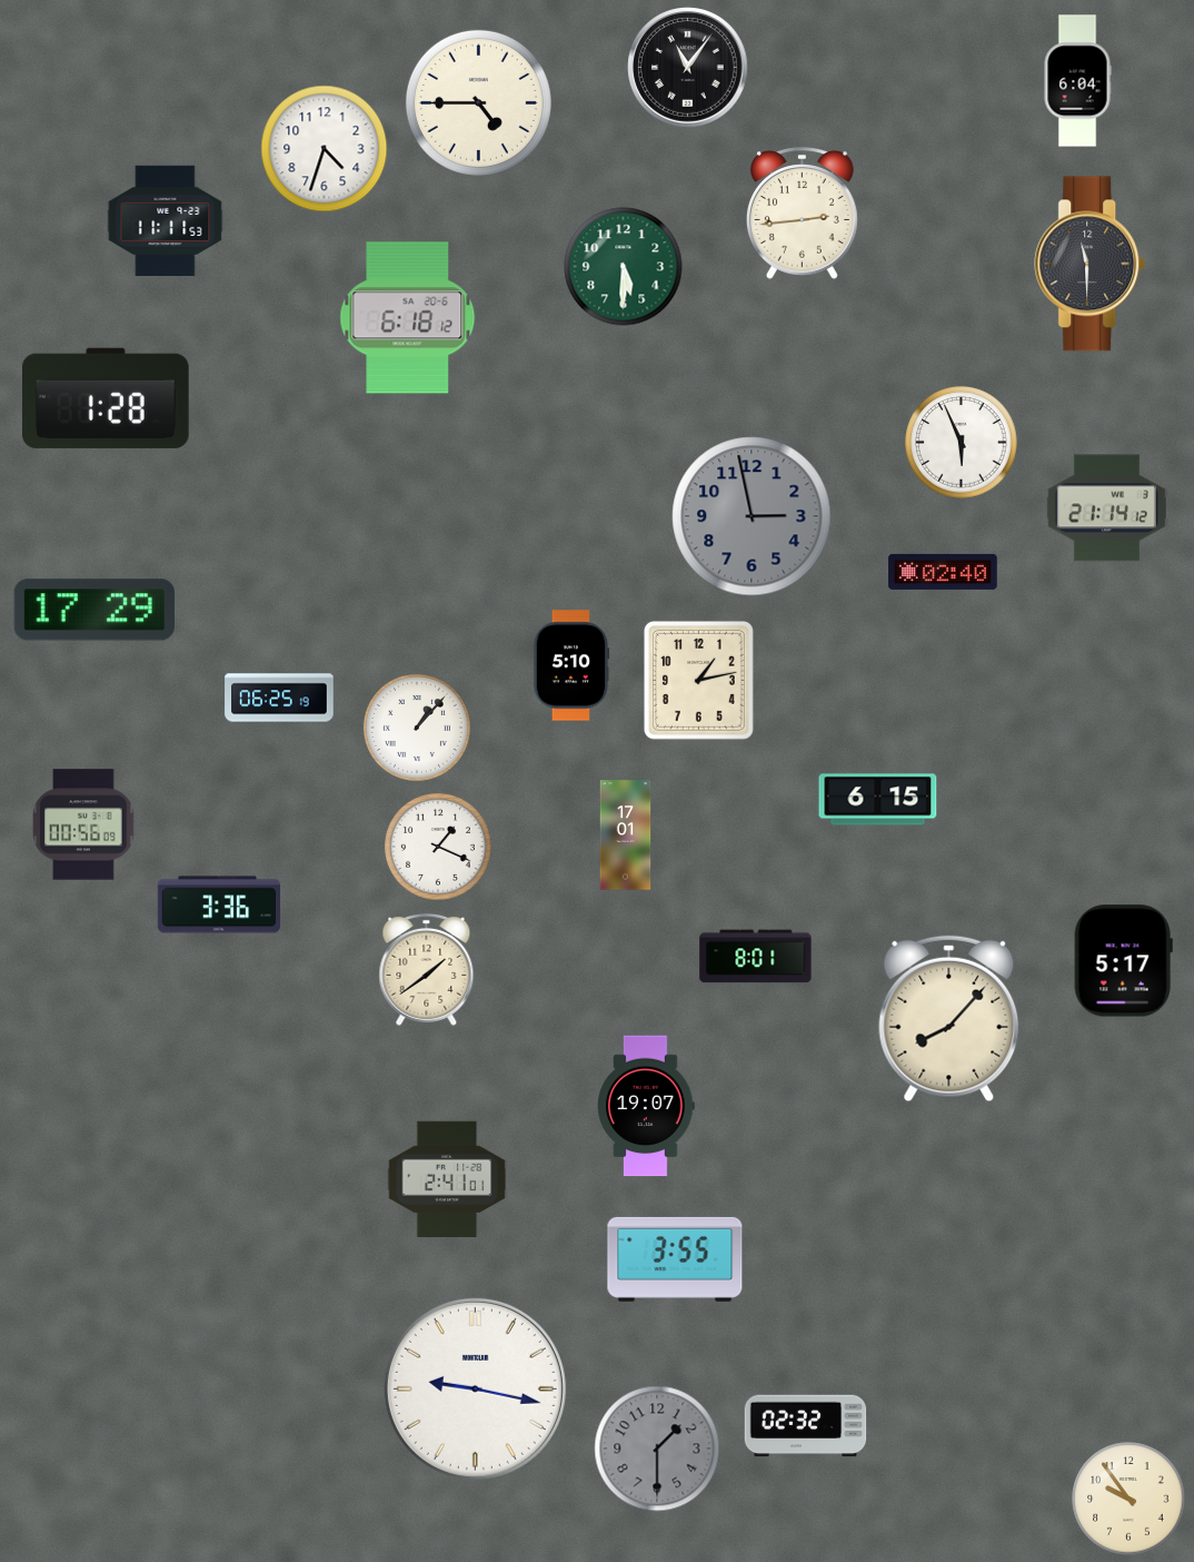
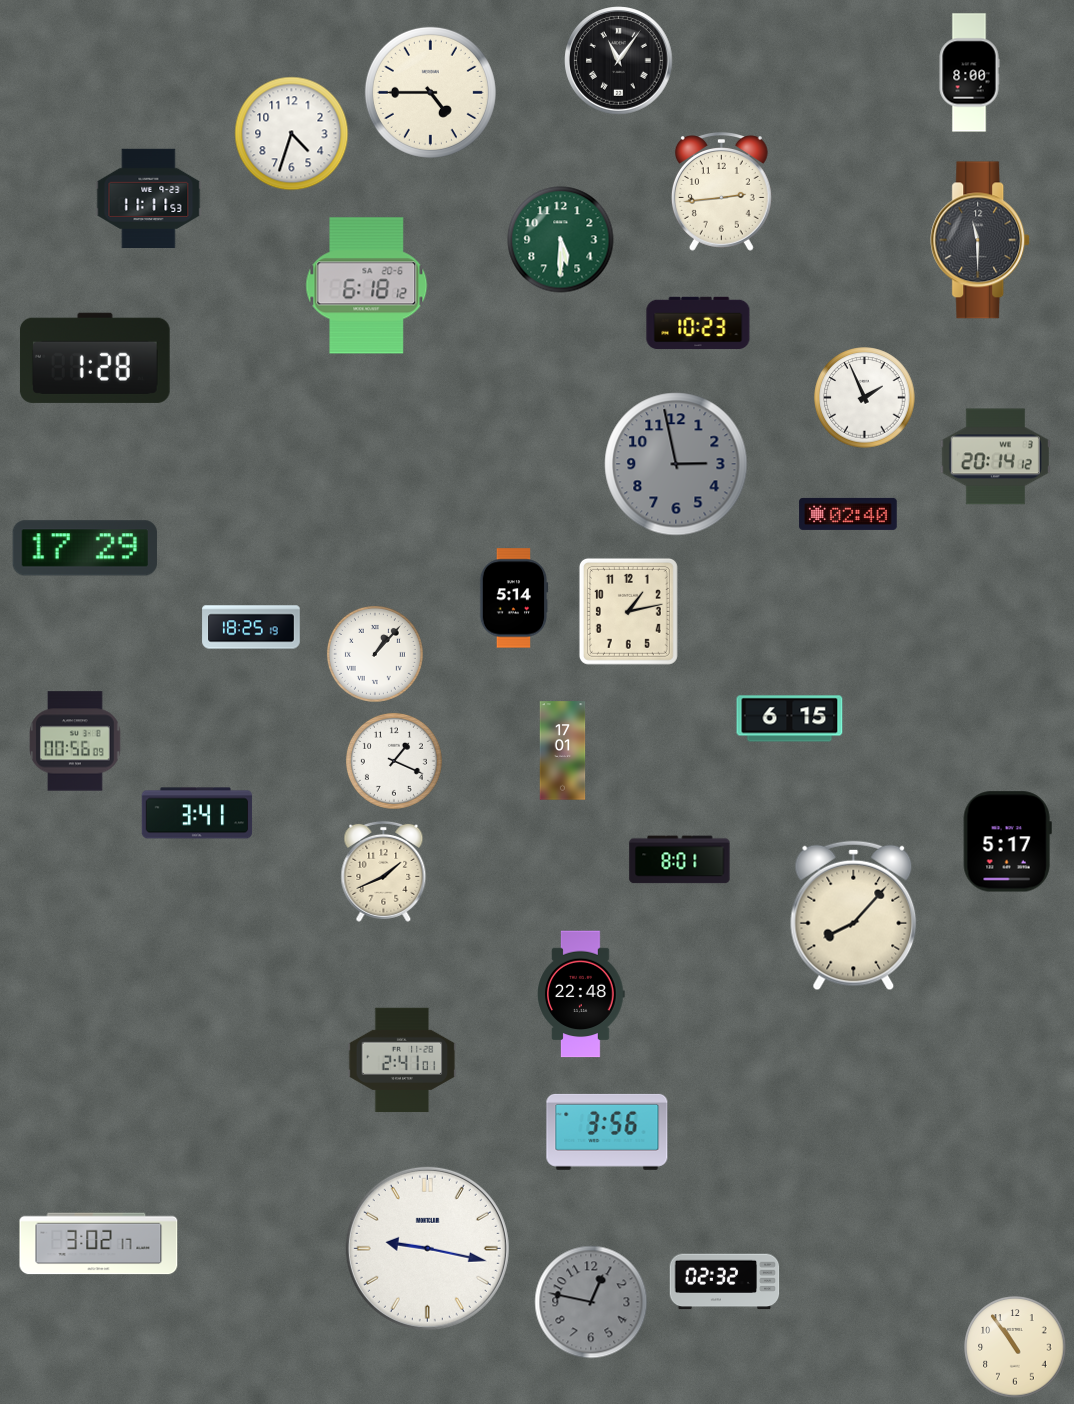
clock at (1077, 81): 6:04 -> 8:00
clock at (1091, 264) position: (1091, 264) -> (981, 240)
clock at (698, 323): none -> 10:23
clock at (962, 443): 5:56 -> 1:56
clock at (1106, 508): 21:14 -> 20:14
clock at (571, 665): 5:10 -> 5:14
clock at (279, 698): 06:25 -> 18:25
clock at (219, 904): 3:36 -> 3:41
clock at (1123, 961) position: (1123, 961) -> (1007, 842)
clock at (427, 969): 1:39 -> 1:41
clock at (646, 1106): 19:07 -> 22:48
clock at (675, 1259): 3:55 -> 3:56
clock at (99, 1244): none -> 3:02
clock at (657, 1449): 1:30 -> 12:47
clock at (1128, 1499): 9:54 -> 10:54
